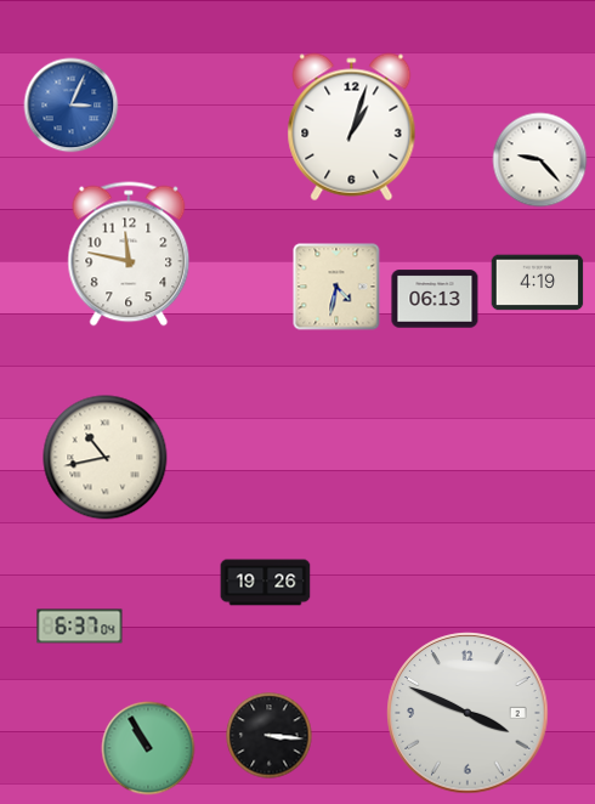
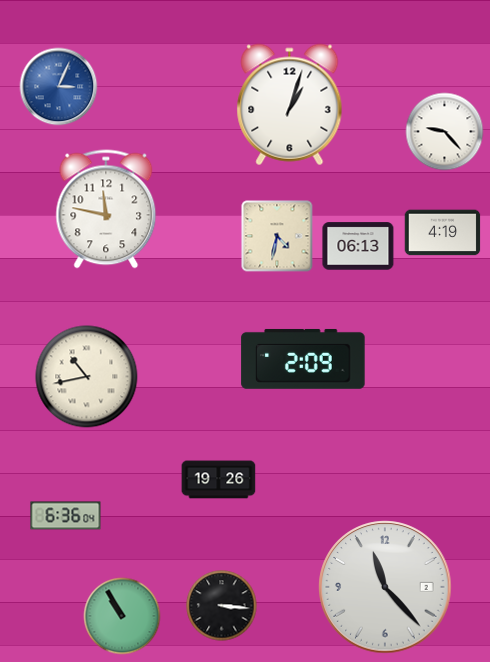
clock at (303, 359): none -> 2:09
clock at (80, 627): 6:37 -> 6:36
clock at (467, 713): 3:49 -> 11:23
